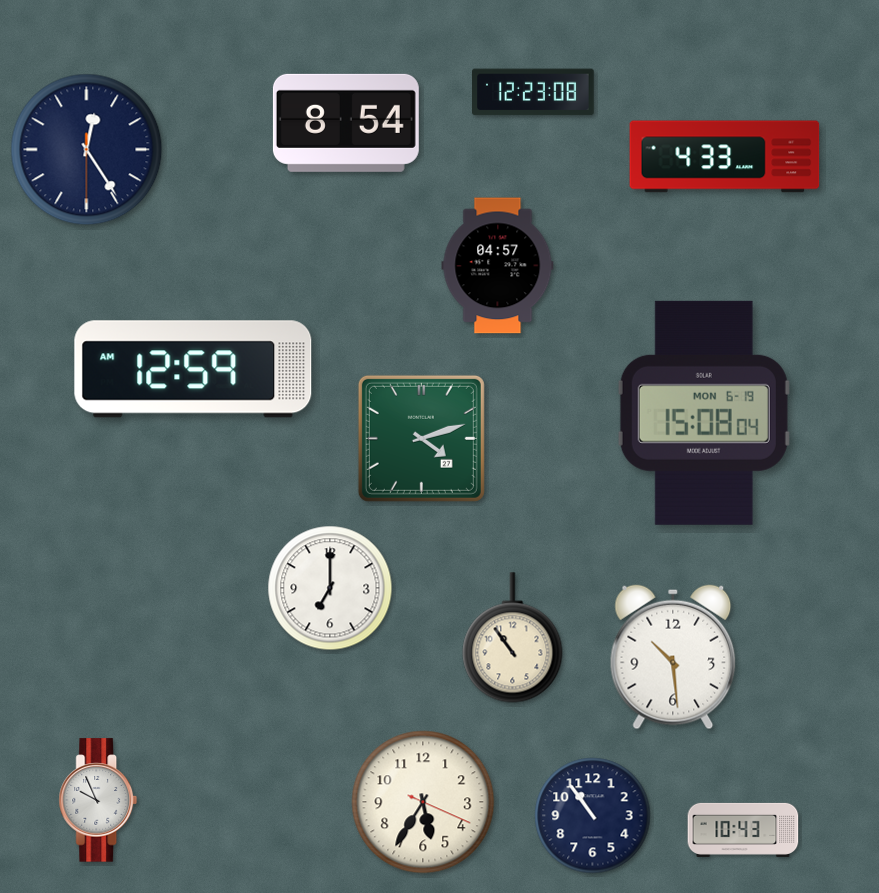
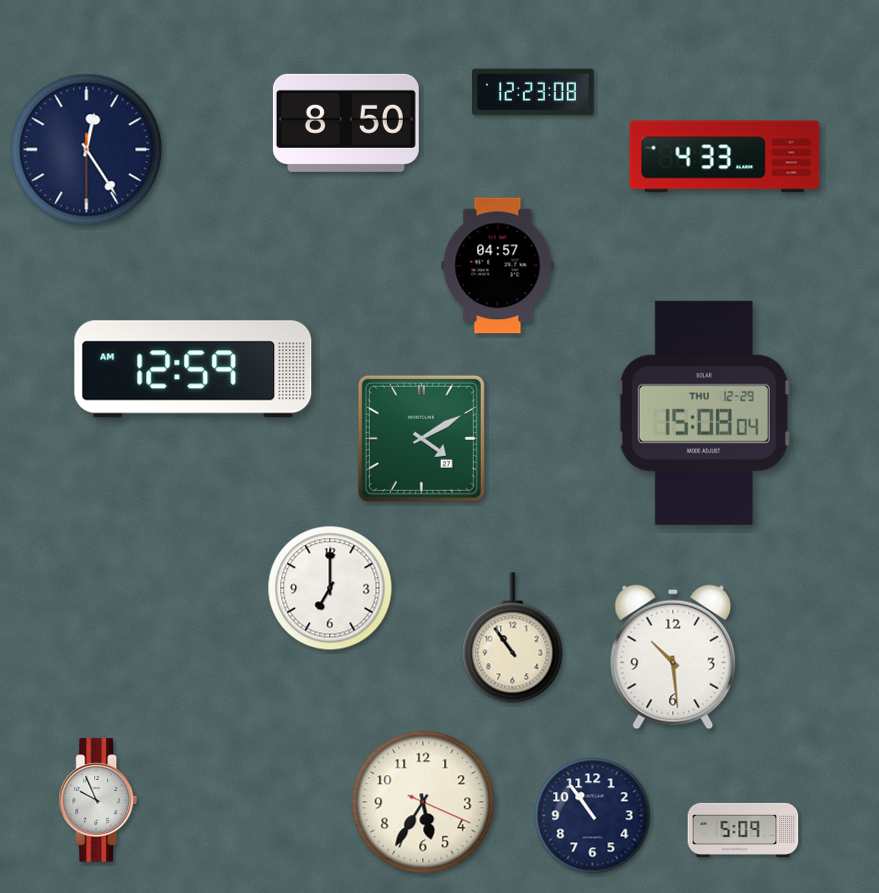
clock at (346, 123): 8:54 -> 8:50
clock at (704, 413) date: MON 6-19 -> THU 12-29
clock at (421, 438): 4:12 -> 4:10
clock at (743, 830): 10:43 -> 5:09
